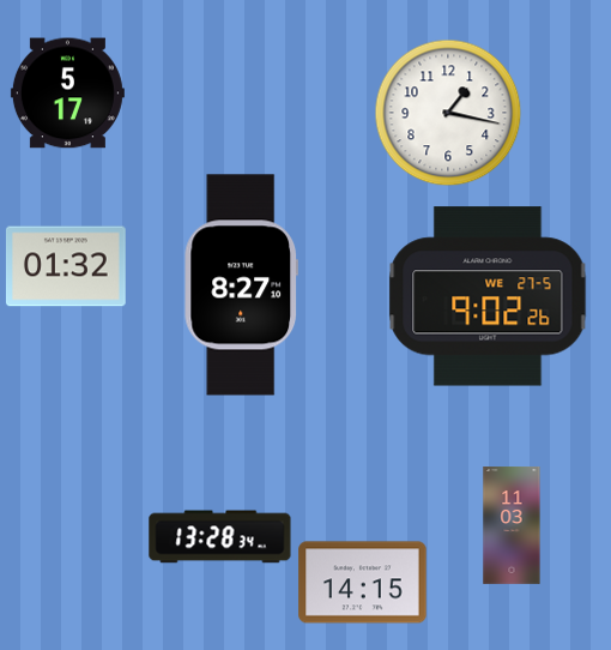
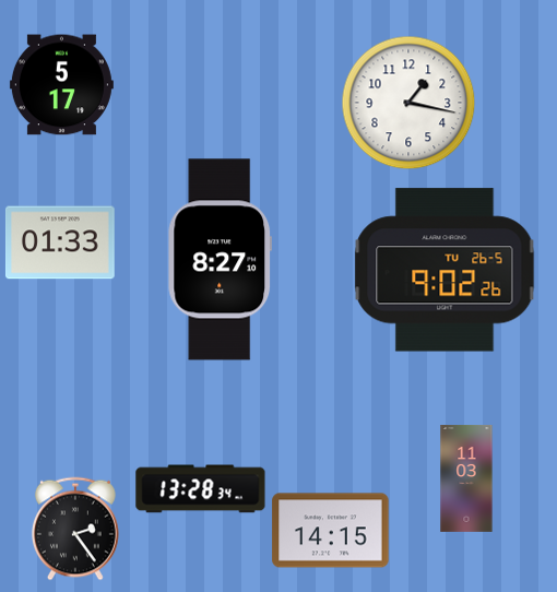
clock at (66, 266): 01:32 -> 01:33
clock at (488, 296) date: WE 27-5 -> TU 26-5
clock at (75, 529): none -> 2:24
